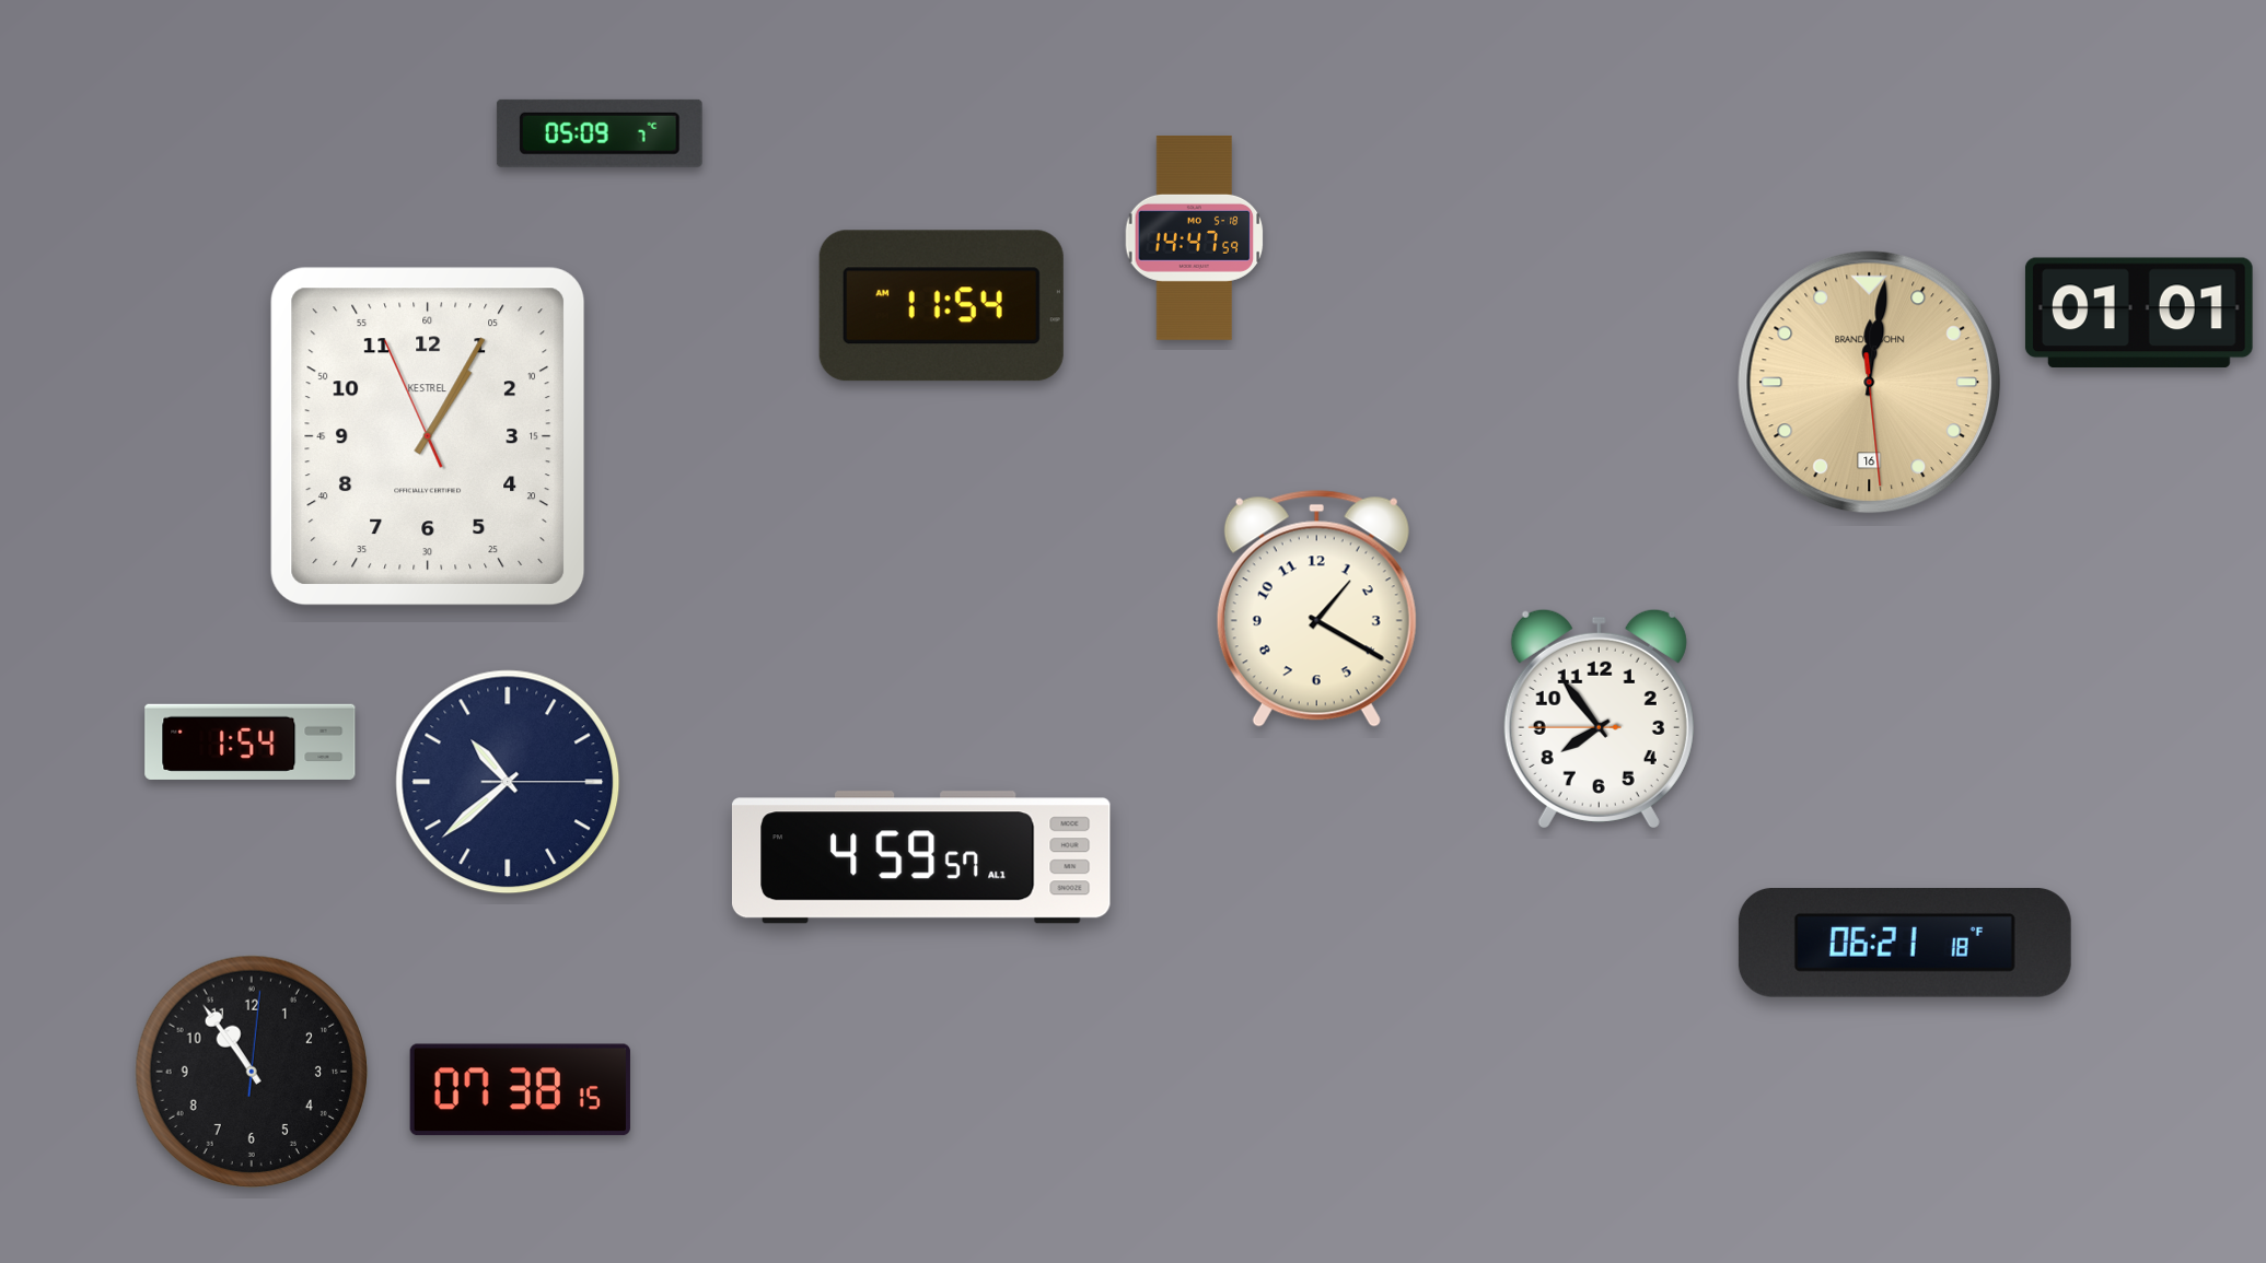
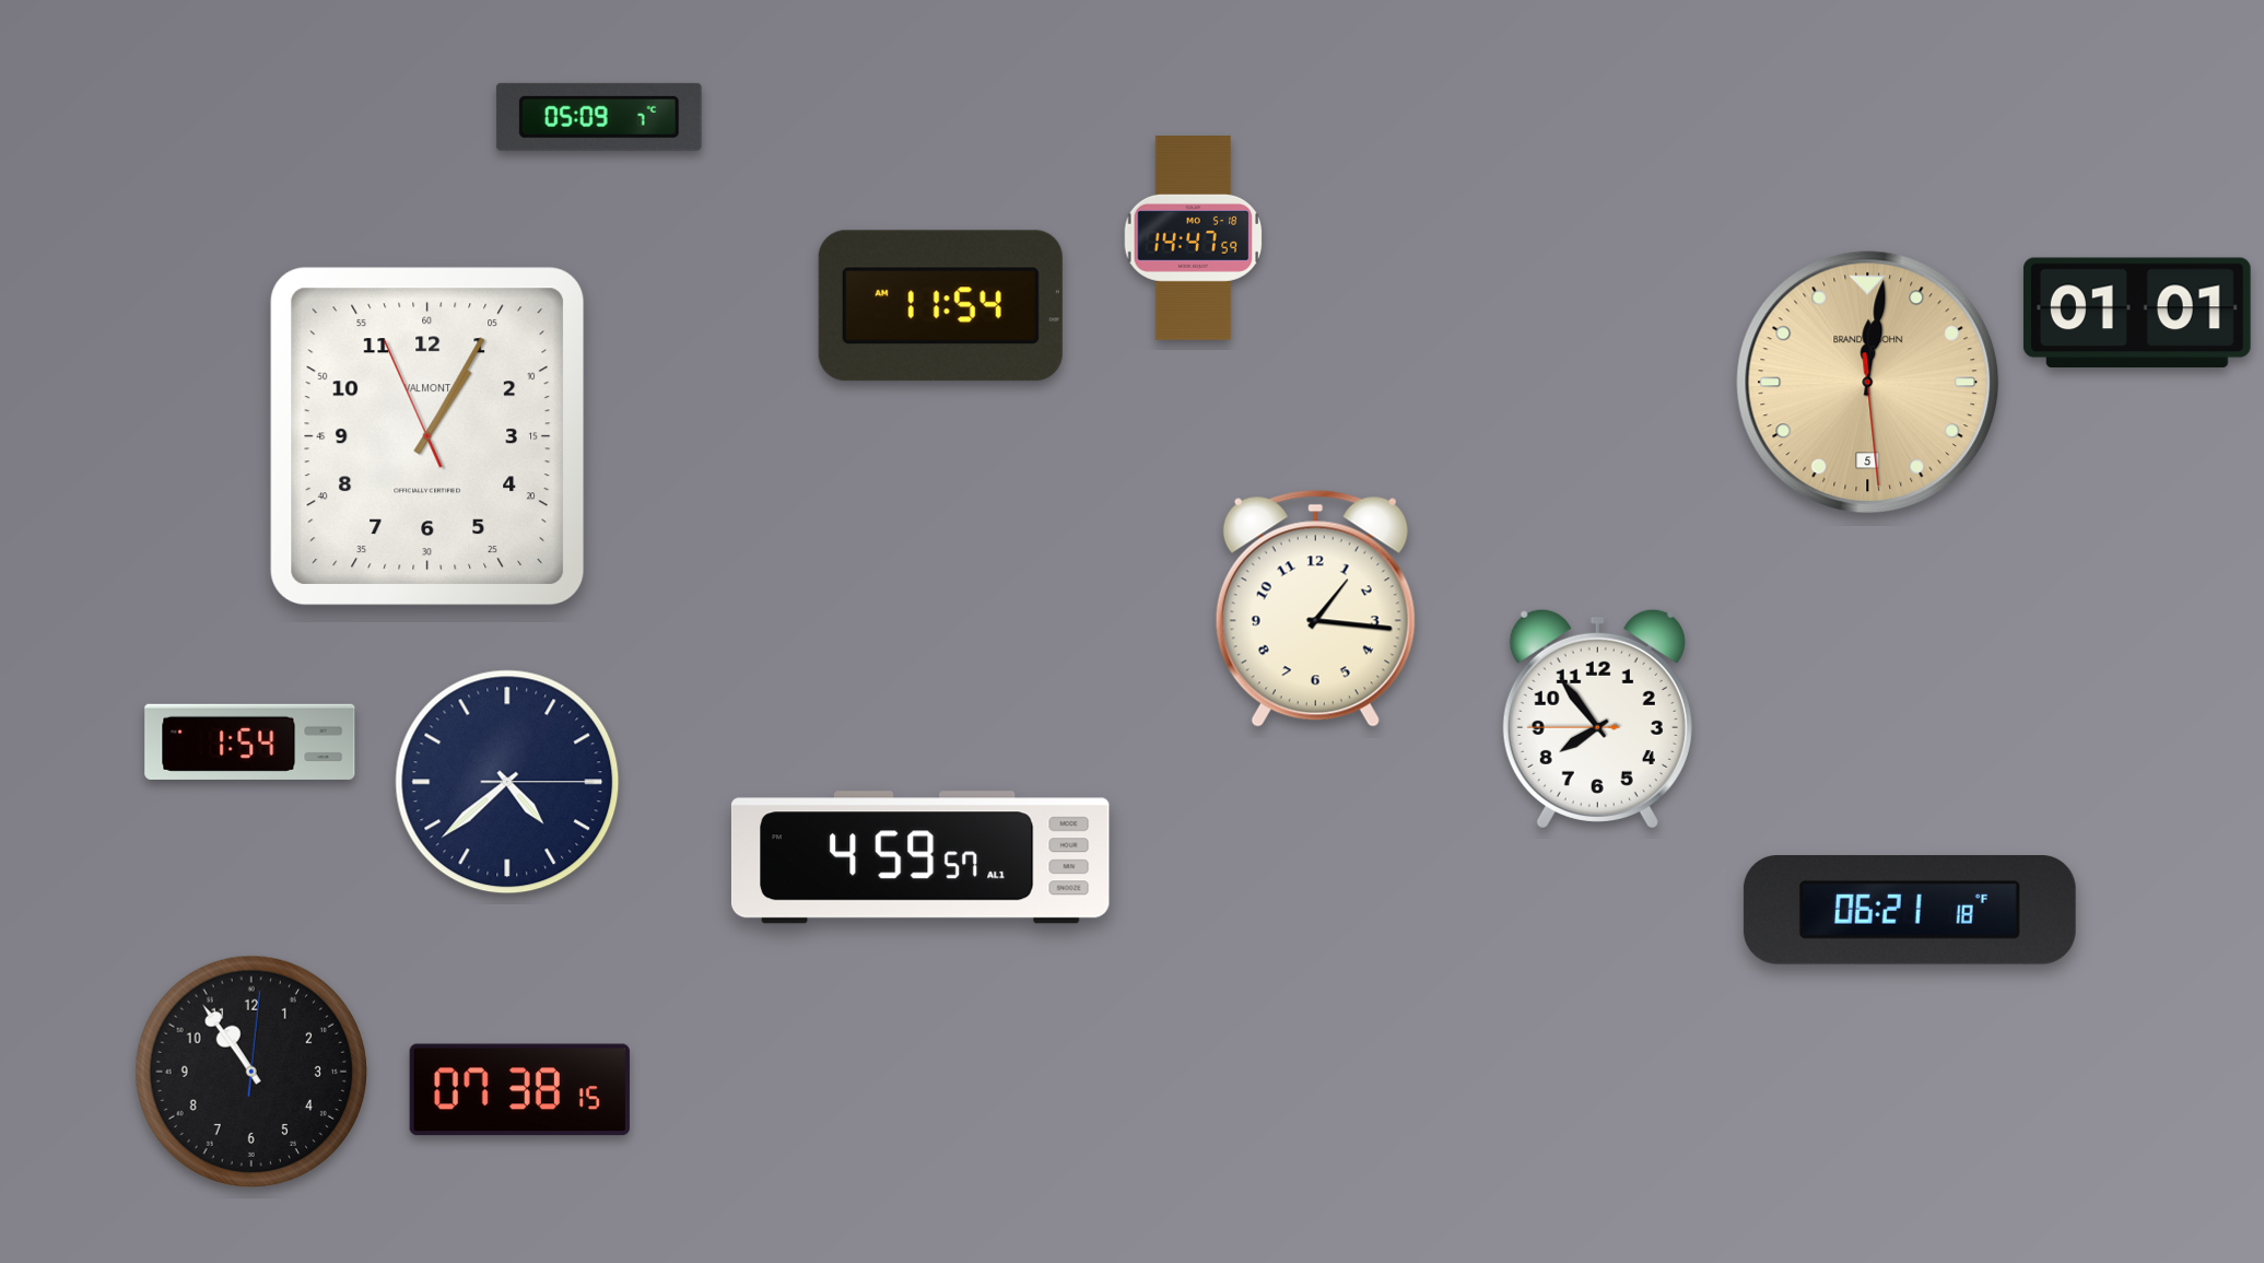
clock at (600, 133) position: (600, 133) -> (599, 117)
clock at (1870, 383) date: 16 -> 5
clock at (428, 436) brand: KESTREL -> VALMONT
clock at (1316, 608): 1:20 -> 1:16
clock at (508, 782): 10:38 -> 4:38
clock at (1905, 944) position: (1905, 944) -> (1910, 911)
